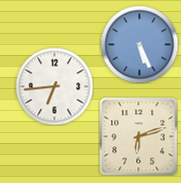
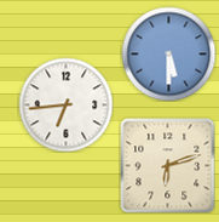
clock at (139, 44): 5:26 -> 5:30
